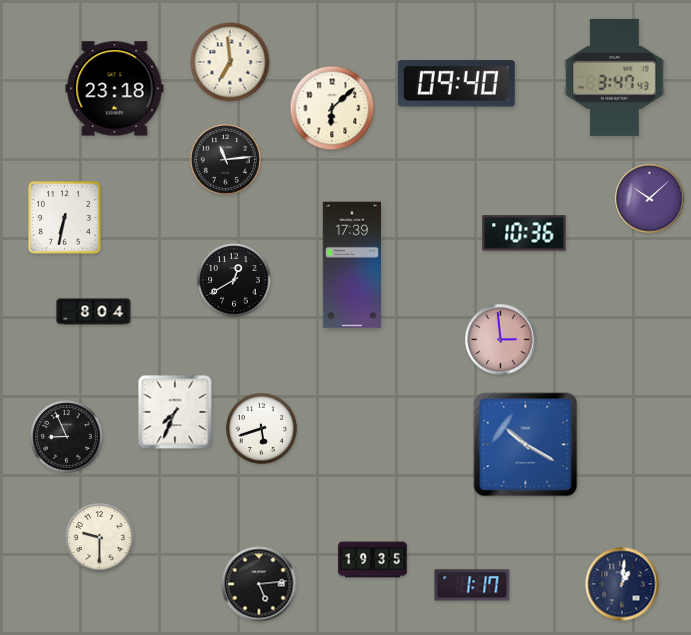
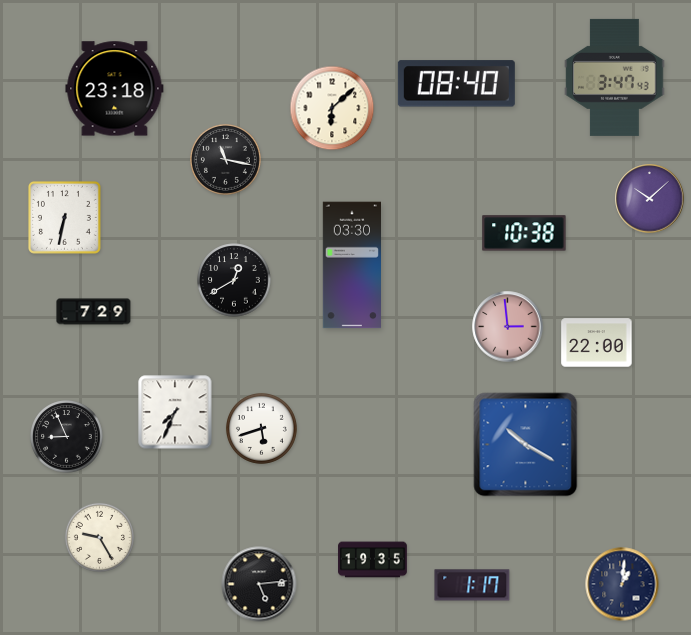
clock at (230, 62): 6:59 -> none
clock at (456, 84): 09:40 -> 08:40
clock at (225, 159): 11:14 -> 11:17
clock at (524, 233): 10:36 -> 10:38
clock at (351, 265): 17:39 -> 03:30
clock at (94, 312): 8:04 -> 7:29
clock at (501, 340) position: (501, 340) -> (508, 327)
clock at (597, 343): none -> 22:00
clock at (99, 537): 9:30 -> 9:25
